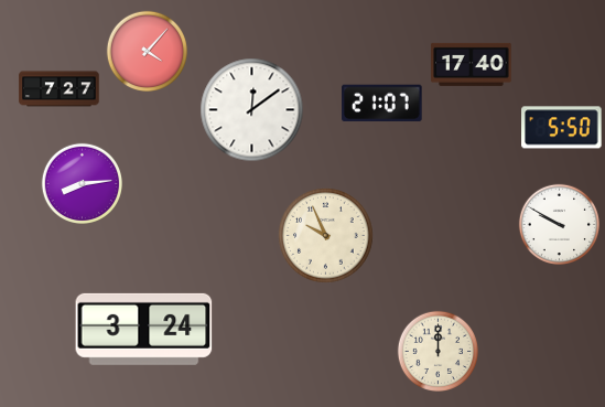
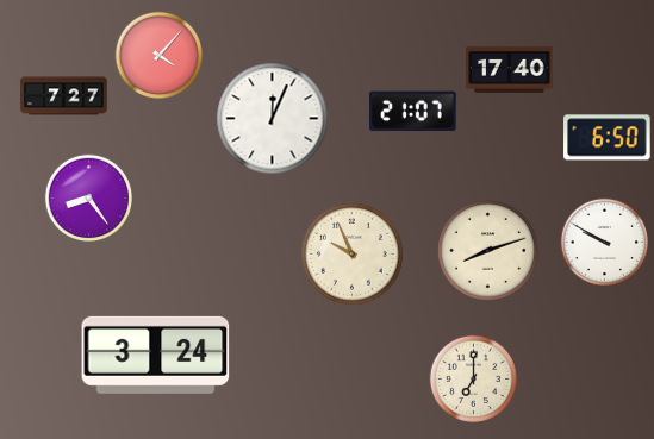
clock at (252, 110): 12:09 -> 12:04
clock at (562, 128): 5:50 -> 6:50
clock at (83, 184): 8:14 -> 8:24
clock at (488, 251): none -> 8:12
clock at (439, 352): 12:00 -> 7:00
